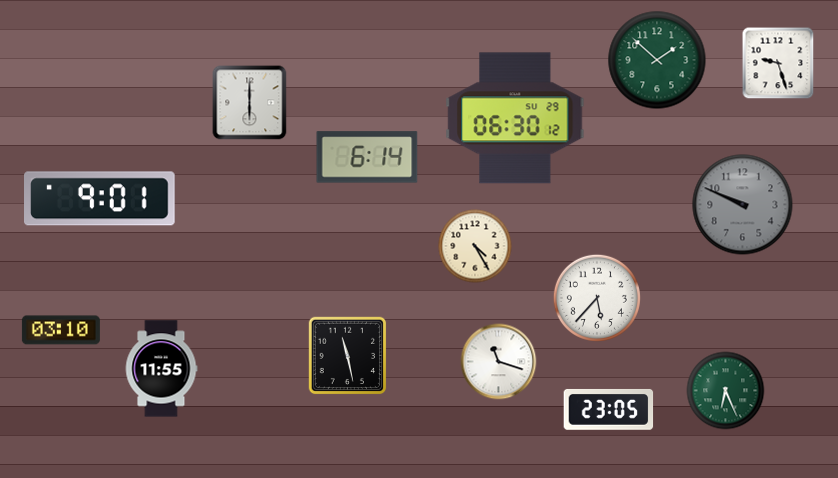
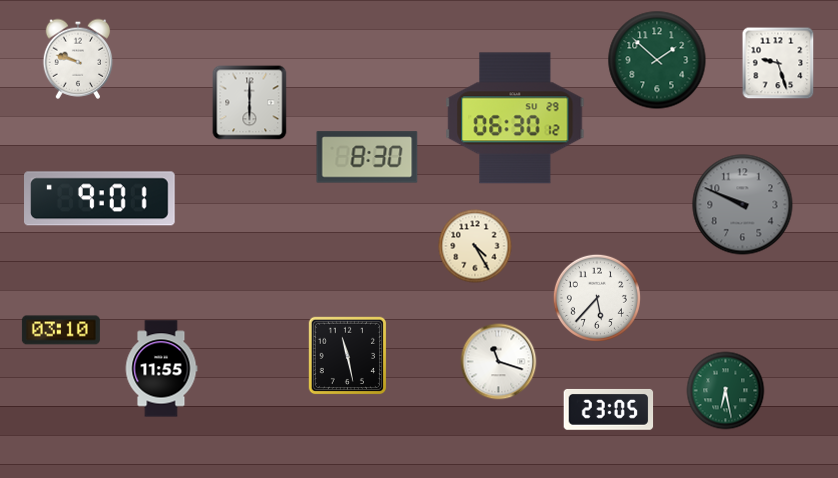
clock at (78, 59): none -> 9:48
clock at (367, 157): 6:14 -> 8:30
clock at (726, 391): 6:26 -> 6:28
